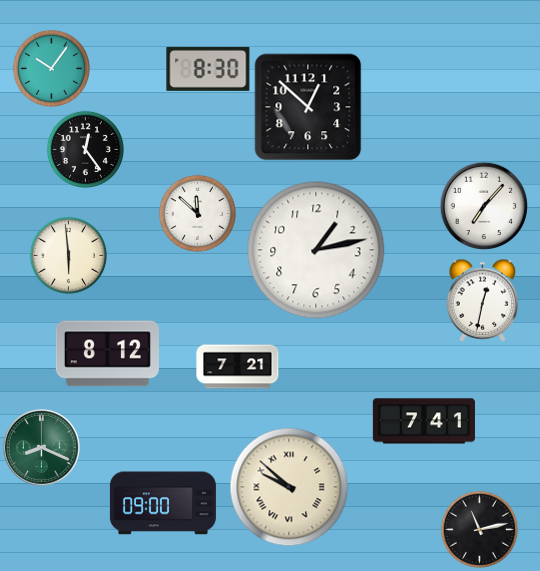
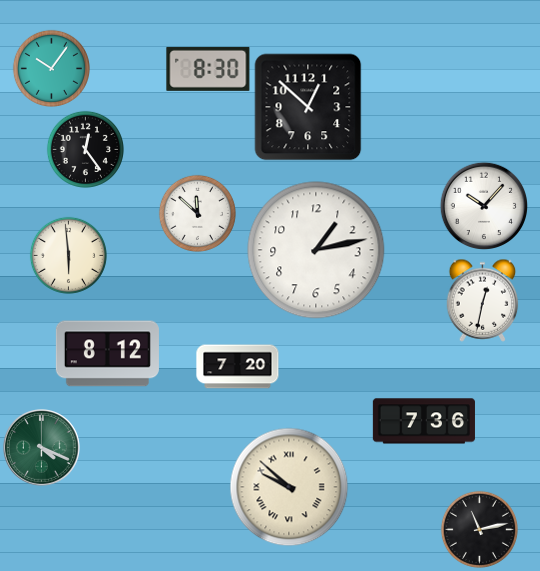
clock at (483, 205): 7:07 -> 10:07
clock at (238, 367): 7:21 -> 7:20
clock at (424, 421): 7:41 -> 7:36
clock at (42, 448): 8:19 -> 4:19
clock at (163, 503): 09:00 -> none
